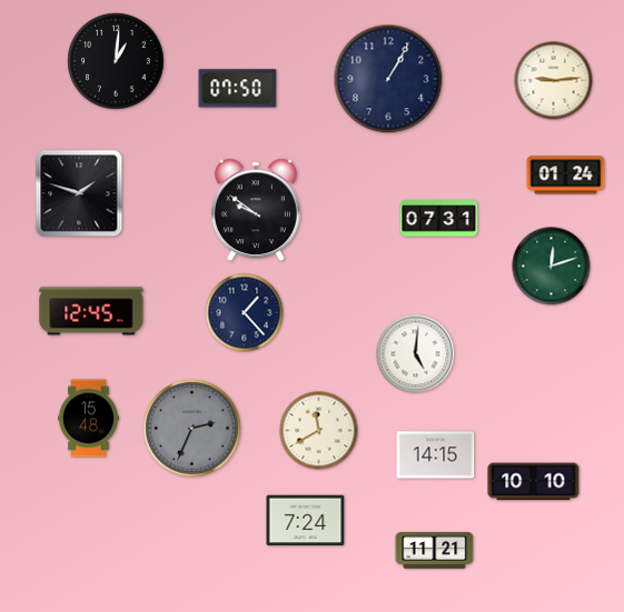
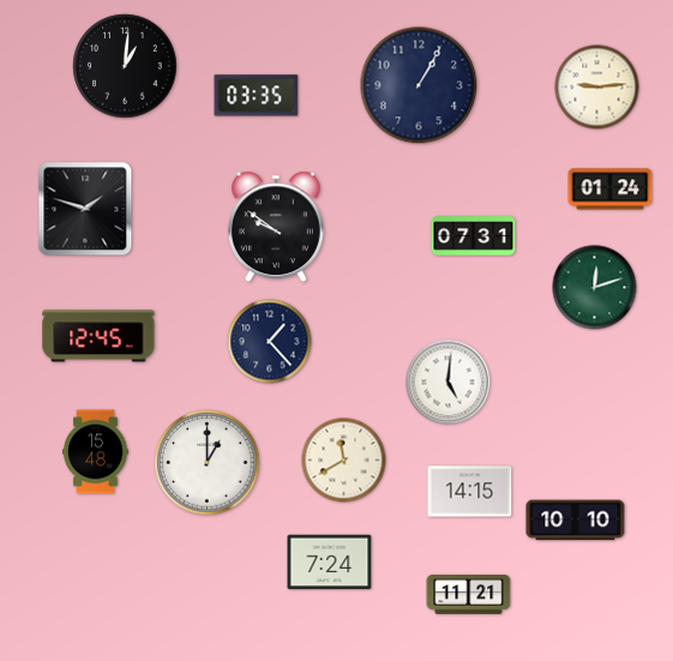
clock at (238, 89): 07:50 -> 03:35
clock at (245, 313) position: (245, 313) -> (270, 342)
clock at (192, 429): 2:34 -> 1:00
clock at (192, 429) dial: grey -> white
clock at (319, 431) position: (319, 431) -> (344, 461)
